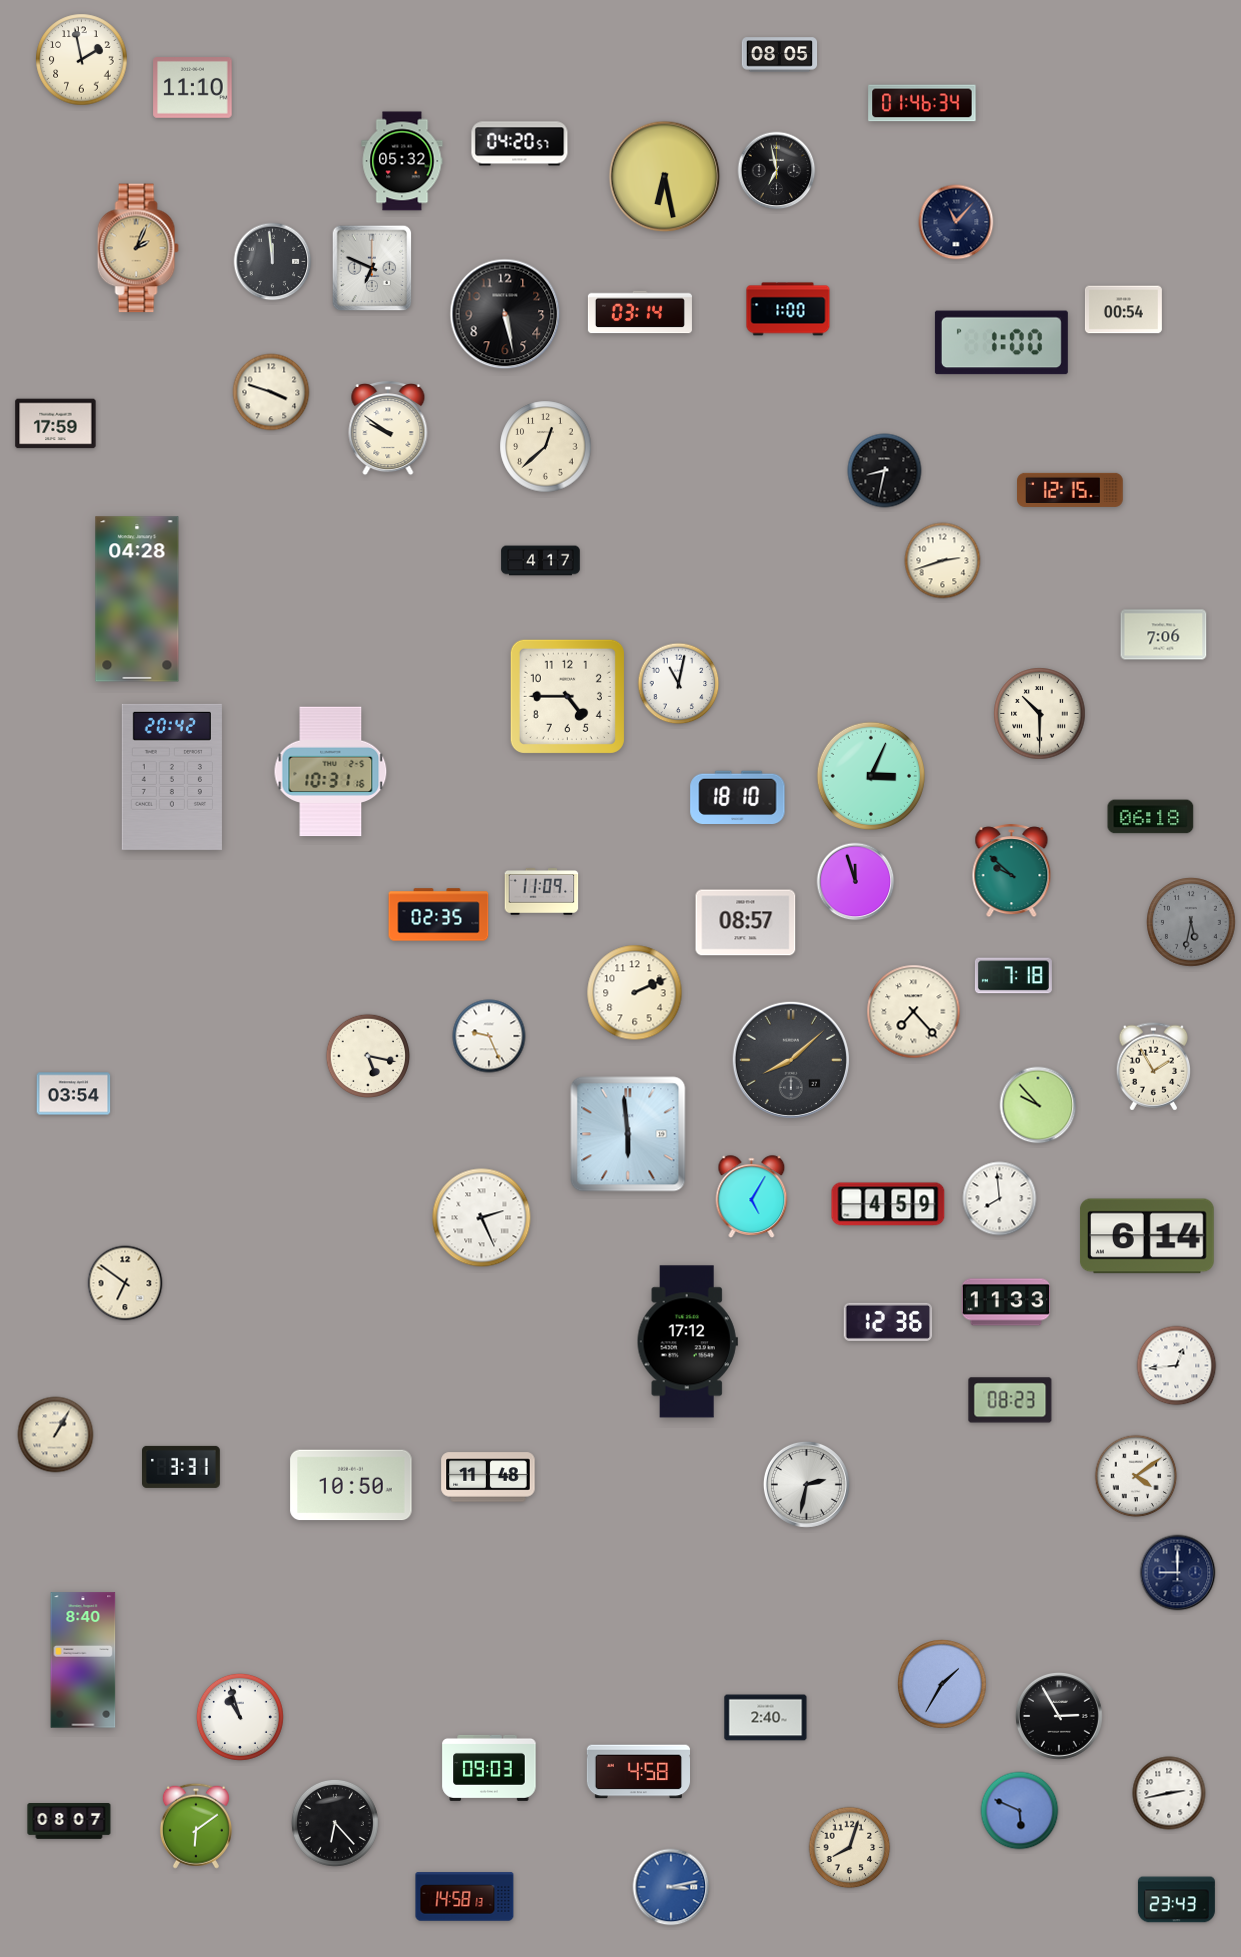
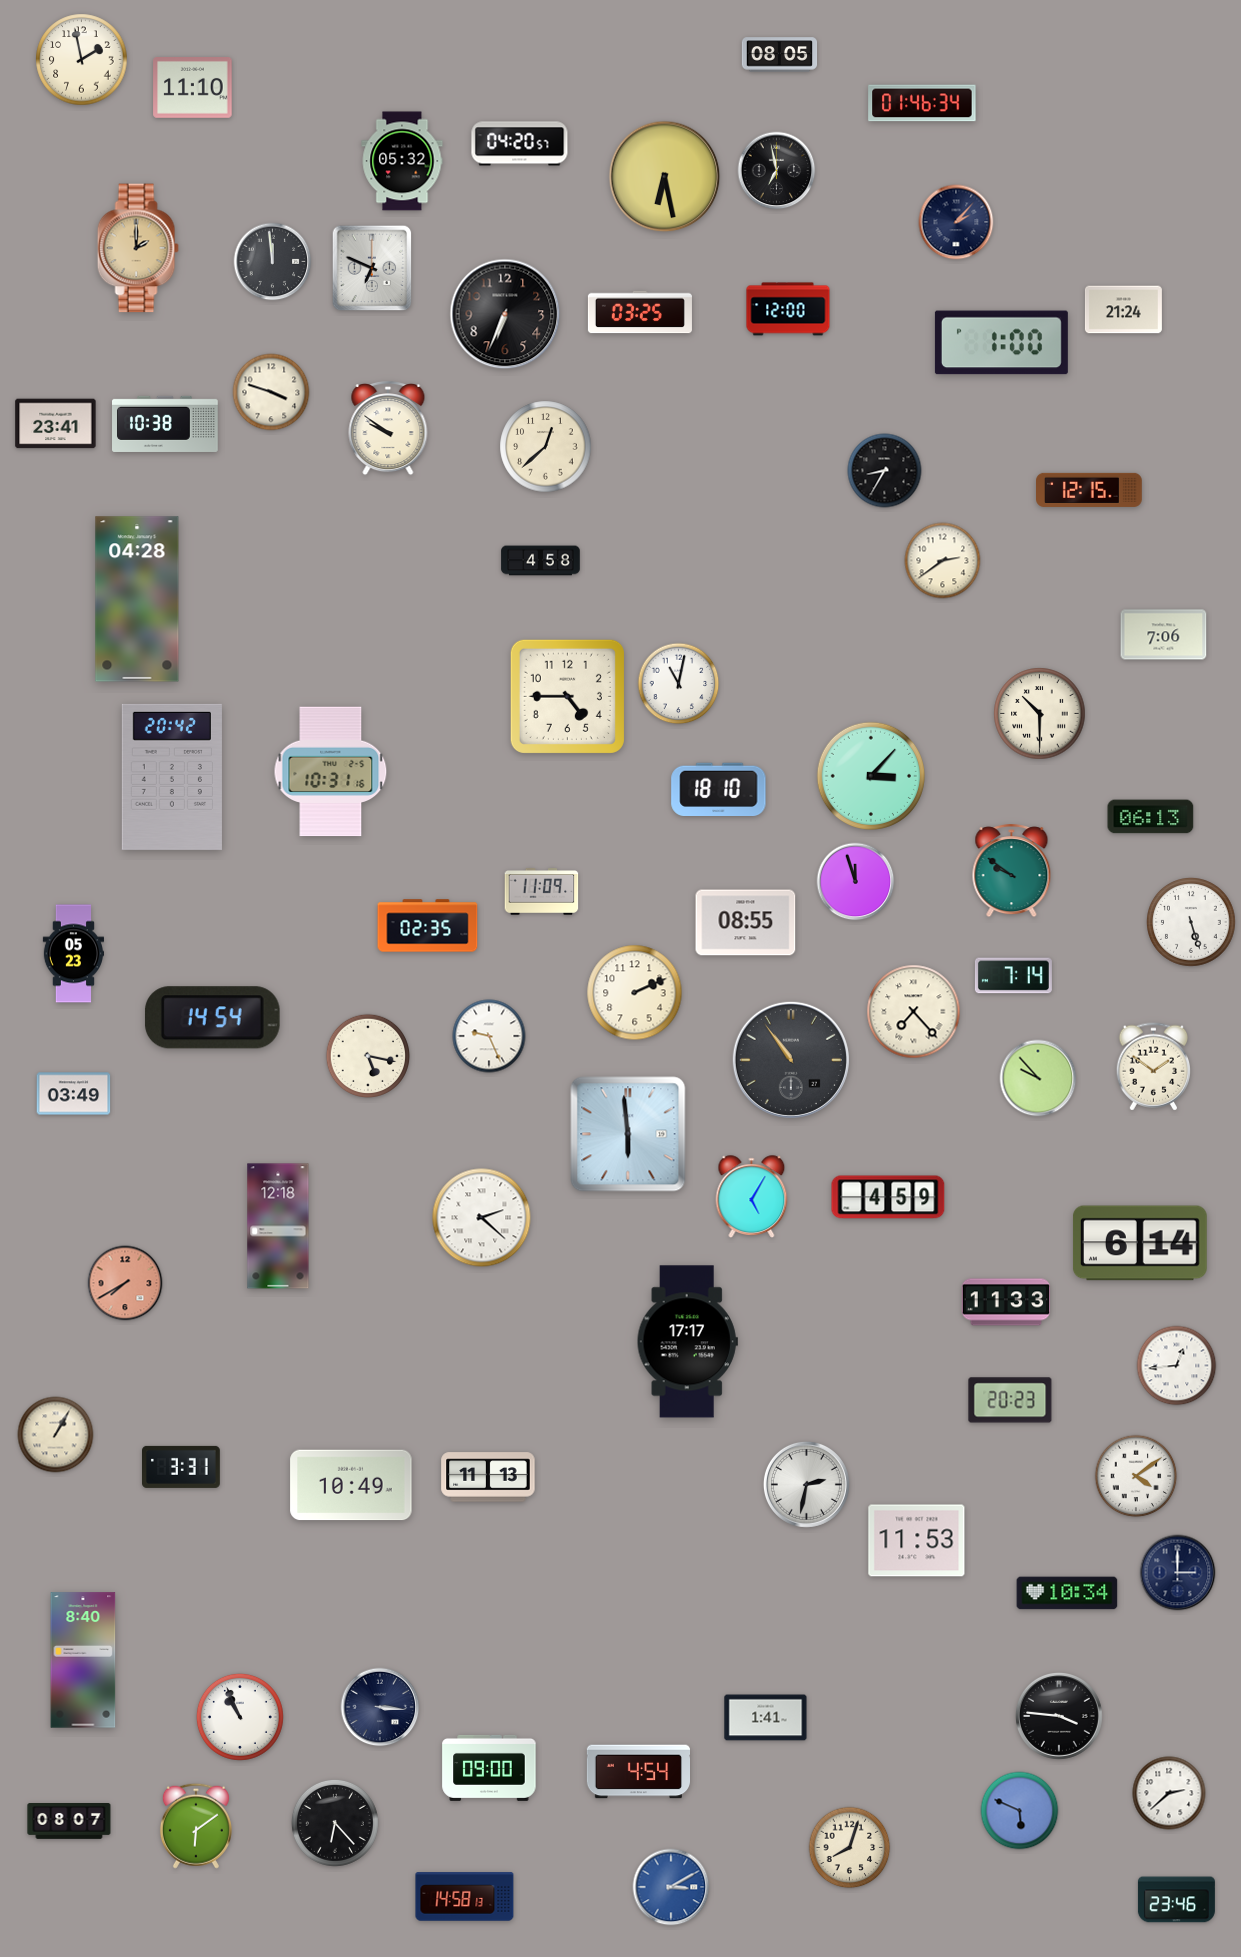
clock at (956, 222): 11:07 -> 2:07
clock at (138, 248): 2:04 -> 2:00
clock at (788, 309): 1:00 -> 12:00
clock at (1123, 310): 00:54 -> 21:24
clock at (640, 312): 03:14 -> 03:25
clock at (505, 314): 5:28 -> 6:34
clock at (56, 424): 17:59 -> 23:41
clock at (166, 424): none -> 10:38
clock at (885, 471): 8:32 -> 8:35
clock at (1071, 490) position: (1071, 490) -> (1090, 490)
clock at (541, 561): 4:17 -> 4:58
clock at (943, 561): 2:42 -> 2:39
clock at (870, 775): 3:04 -> 3:07
clock at (738, 797) position: (738, 797) -> (719, 789)
clock at (1151, 817): 06:18 -> 06:13
clock at (1012, 871): 9:52 -> 9:51
clock at (439, 915) position: (439, 915) -> (428, 926)
clock at (746, 923): 08:57 -> 08:55
clock at (1192, 923): 5:32 -> 5:27
clock at (1192, 923) dial: grey -> white
clock at (74, 954): none -> 05:23
clock at (1013, 976): 7:18 -> 7:14
clock at (212, 1018): none -> 14:54
clock at (791, 1060): 8:08 -> 10:54
clock at (1153, 1067): 1:55 -> 1:51
clock at (74, 1094): 03:54 -> 03:49
clock at (1038, 1105) position: (1038, 1105) -> (1038, 1078)
clock at (1000, 1199): 7:59 -> none
clock at (888, 1204) position: (888, 1204) -> (888, 1197)
clock at (482, 1218): 2:26 -> 2:22
clock at (278, 1226): none -> 12:18
clock at (1147, 1236) position: (1147, 1236) -> (1140, 1243)
clock at (125, 1283): 6:51 -> 7:40
clock at (125, 1283) dial: cream -> salmon
clock at (888, 1322): 12:36 -> none
clock at (687, 1342): 17:12 -> 17:17
clock at (1010, 1400): 08:23 -> 20:23
clock at (488, 1477): 11:48 -> 11:13
clock at (351, 1485): 10:50 -> 10:49
clock at (917, 1541): none -> 11:53
clock at (1178, 1573): 9:00 -> 3:00
clock at (1067, 1593): none -> 10:34
clock at (943, 1685): 1:35 -> none
clock at (380, 1707): none -> 3:16
clock at (1059, 1716): 2:55 -> 3:46
clock at (240, 1717): 10:57 -> 10:56
clock at (766, 1718): 2:40 -> 1:41
clock at (489, 1768): 09:03 -> 09:00
clock at (638, 1772): 4:58 -> 4:54
clock at (1169, 1793): 2:43 -> 2:38
clock at (671, 1887): 3:13 -> 3:10
clock at (1176, 1900): 23:43 -> 23:46
